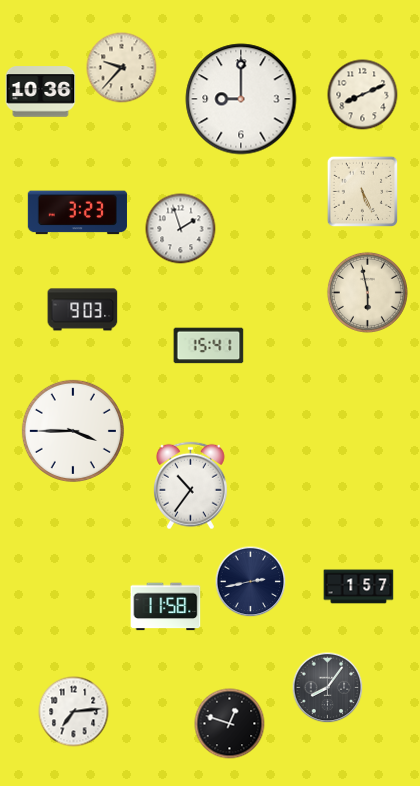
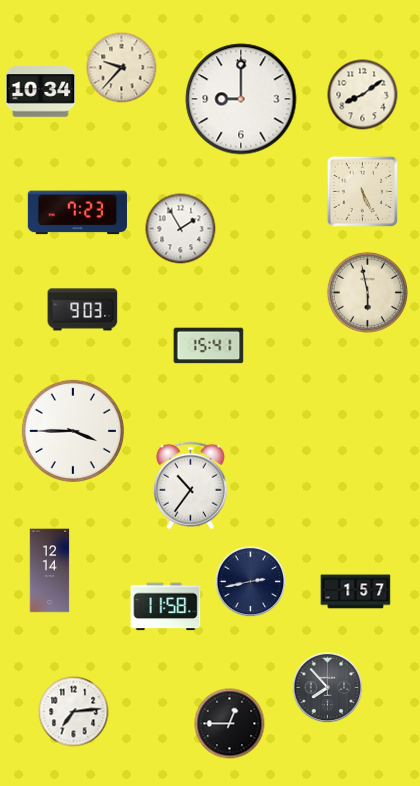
clock at (41, 92): 10:36 -> 10:34
clock at (363, 95): 8:11 -> 8:09
clock at (77, 213): 3:23 -> 7:23
clock at (181, 229): 1:57 -> 1:55
clock at (50, 571): none -> 12:14
clock at (359, 587) position: (359, 587) -> (356, 592)
clock at (328, 688): 8:06 -> 7:53
clock at (230, 724): 12:48 -> 12:45
